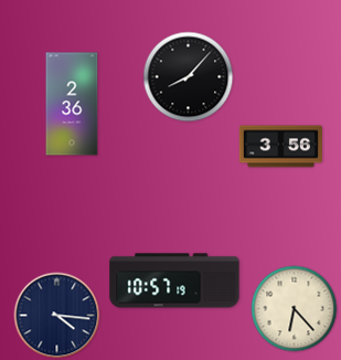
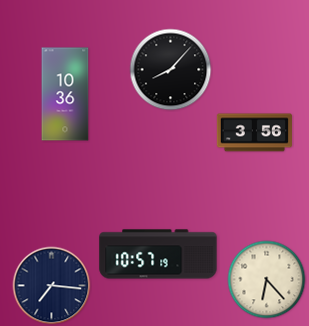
clock at (72, 104): 2:36 -> 10:36
clock at (57, 316): 4:16 -> 7:16
